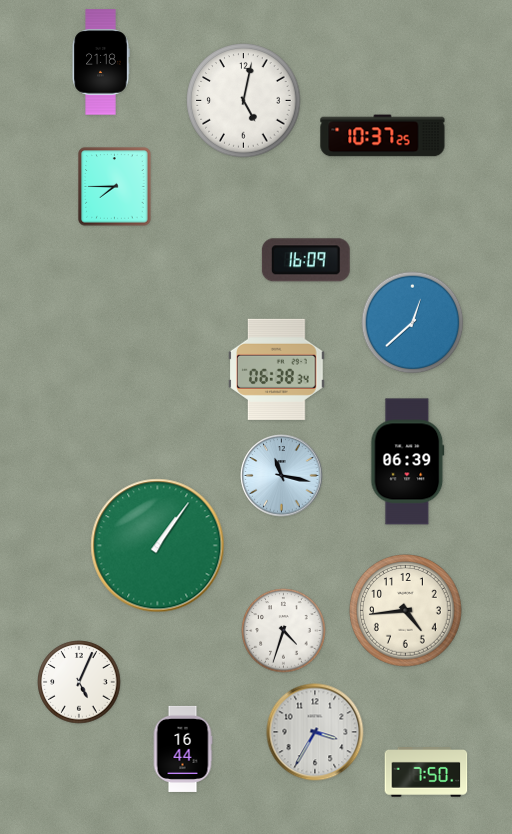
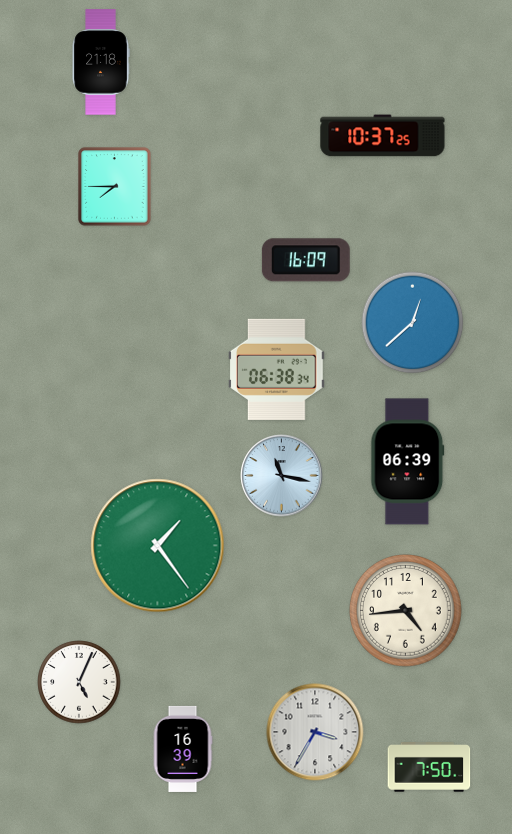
clock at (244, 101): 5:02 -> none
clock at (158, 546): 1:06 -> 1:24
clock at (284, 631): 4:33 -> none
clock at (183, 749): 16:44 -> 16:39
clock at (426, 773) position: (426, 773) -> (429, 768)
